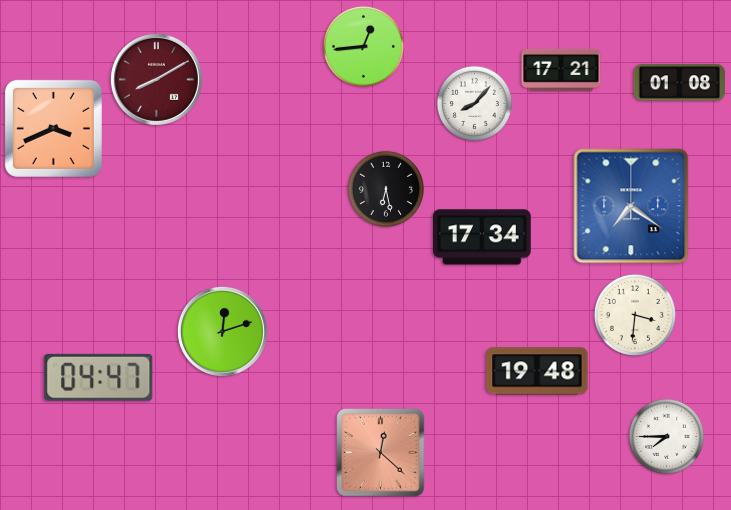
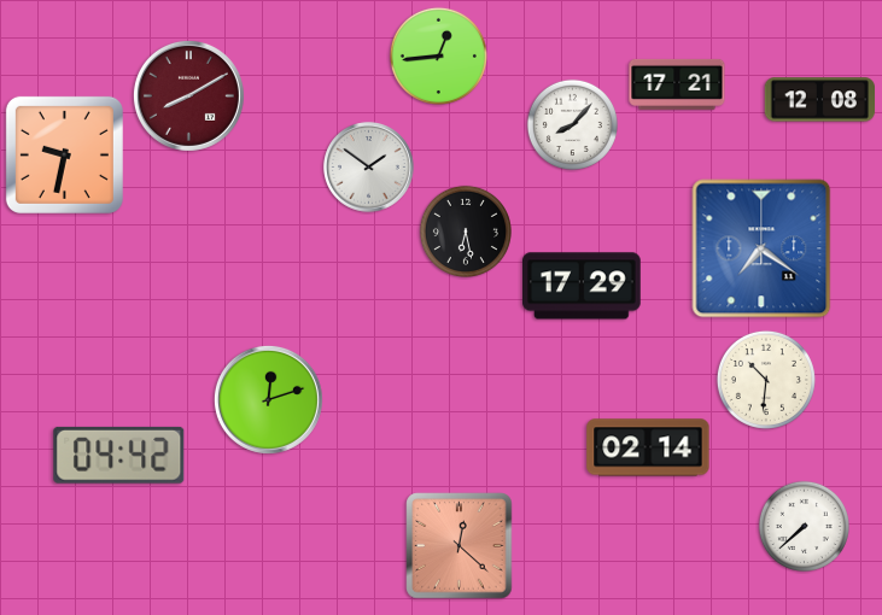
clock at (679, 83): 01:08 -> 12:08
clock at (53, 128): 3:41 -> 9:32
clock at (369, 168): none -> 1:51
clock at (386, 189) position: (386, 189) -> (466, 232)
clock at (483, 237): 17:34 -> 17:29
clock at (635, 315): 3:31 -> 10:31
clock at (537, 371): 19:48 -> 02:14
clock at (99, 377): 04:47 -> 04:42
clock at (666, 436): 7:45 -> 7:38
